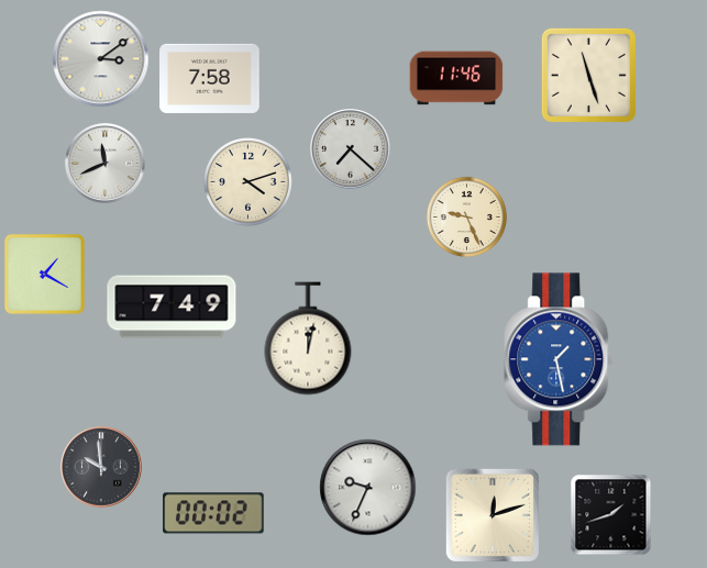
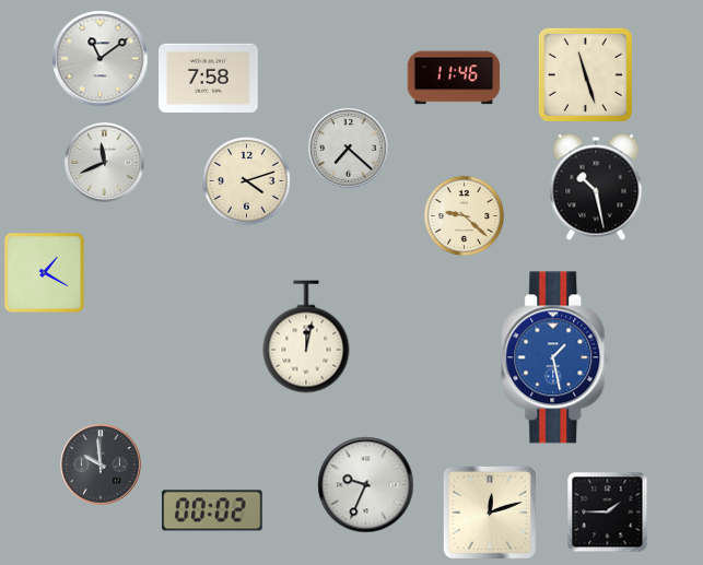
clock at (101, 59): 3:09 -> 11:09
clock at (596, 187): none -> 10:28
clock at (466, 216): 9:26 -> 9:22
clock at (172, 307): 7:49 -> none
clock at (611, 515): 1:42 -> 1:45
